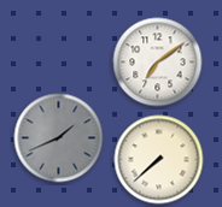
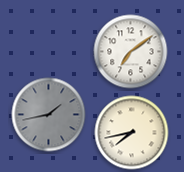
clock at (59, 138): 1:41 -> 1:43
clock at (159, 160): 7:38 -> 7:43
